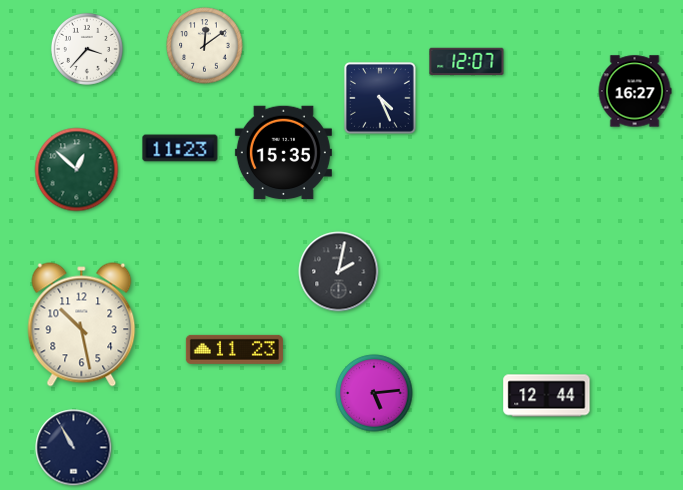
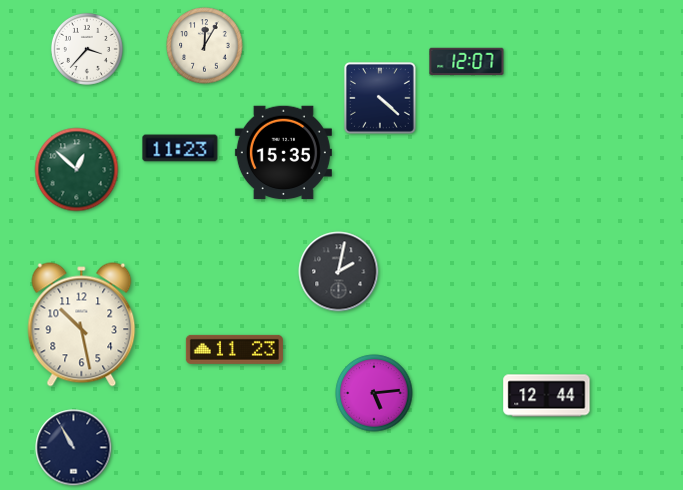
clock at (205, 46): 12:09 -> 12:05
clock at (635, 91): 16:27 -> none
clock at (380, 98): 4:26 -> 4:22
